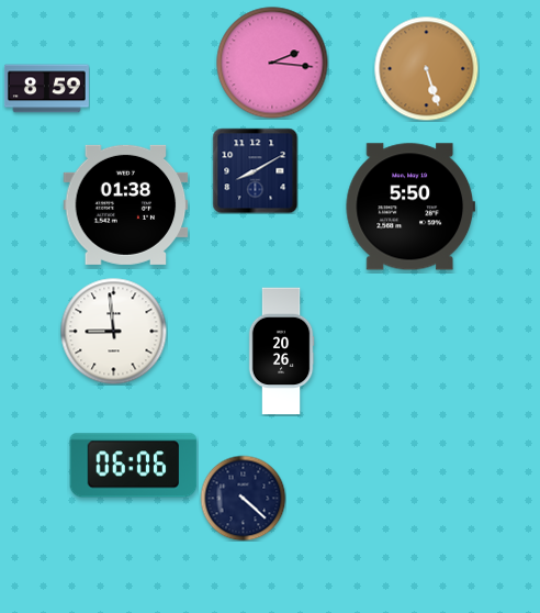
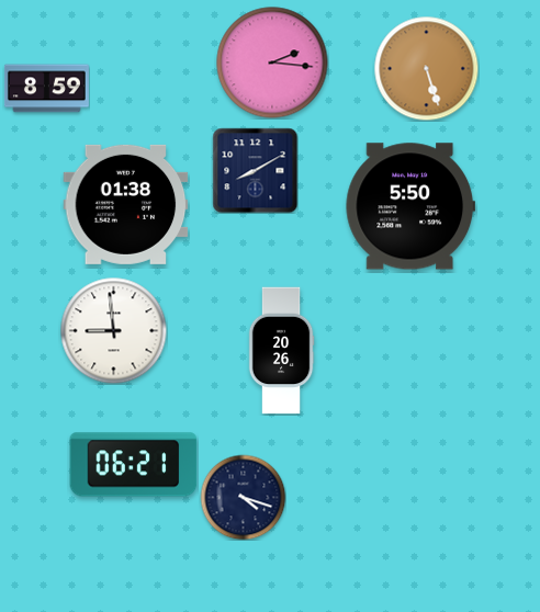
clock at (134, 466): 06:06 -> 06:21
clock at (243, 498): 4:22 -> 4:18
